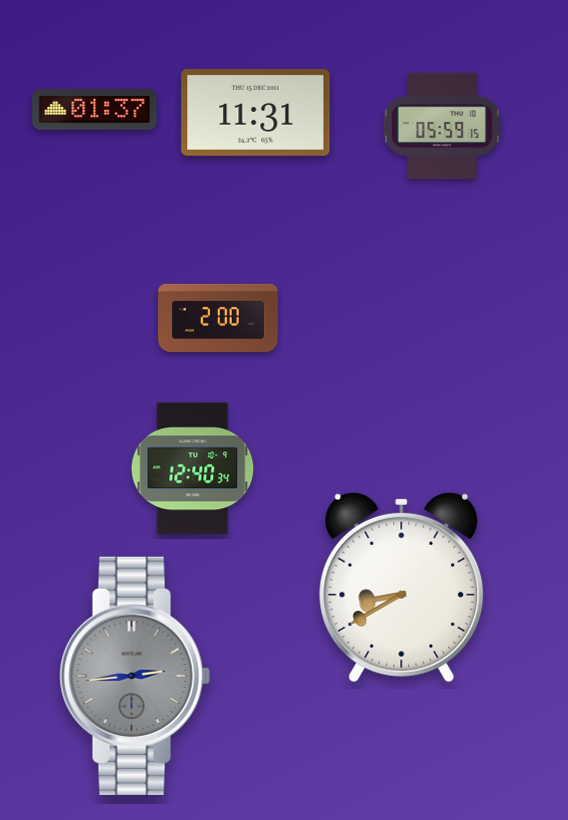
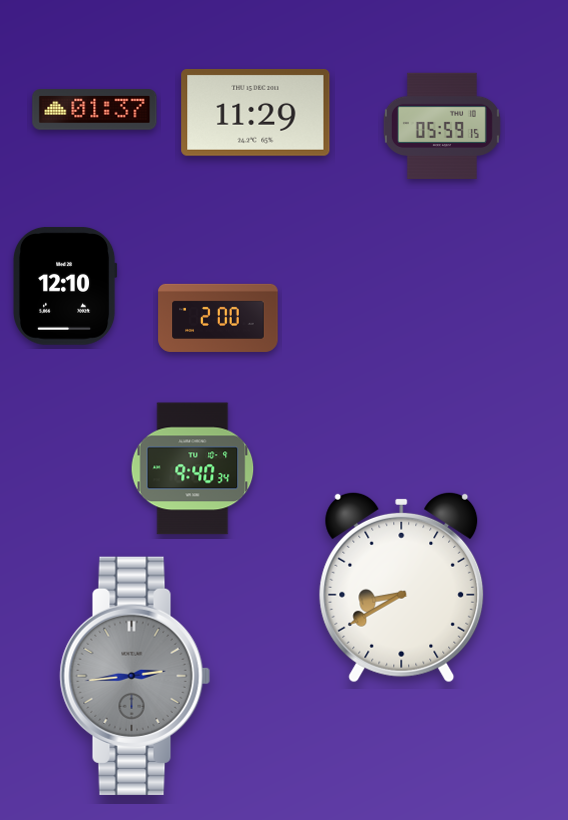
clock at (256, 113): 11:31 -> 11:29
clock at (65, 286): none -> 12:10
clock at (193, 469): 12:40 -> 9:40
